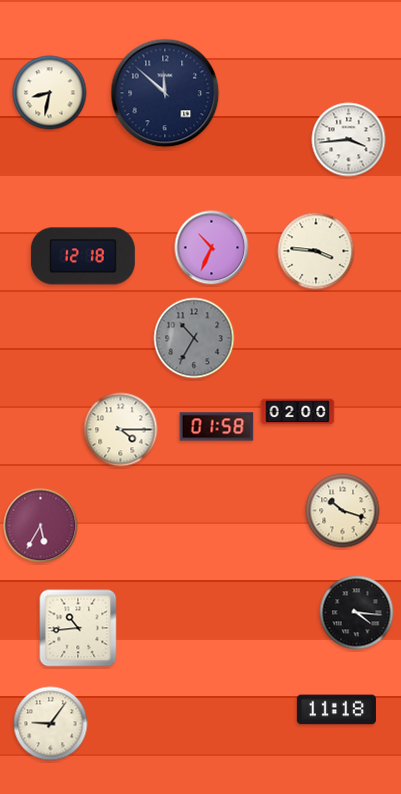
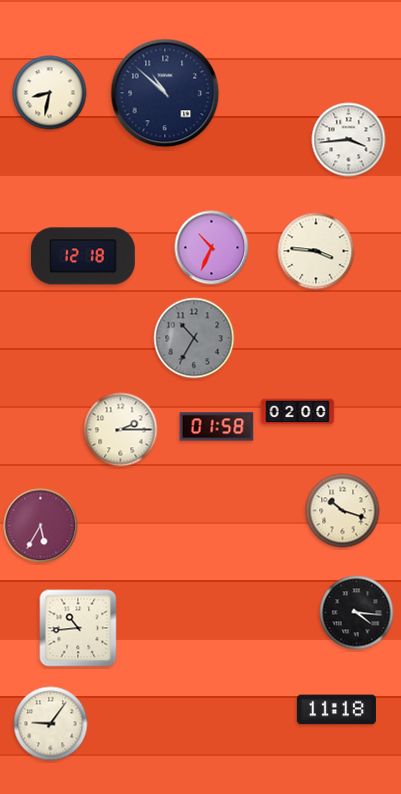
clock at (165, 93): 11:52 -> 10:52
clock at (121, 430): 4:15 -> 2:15
